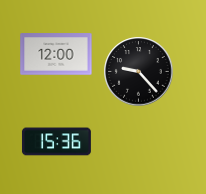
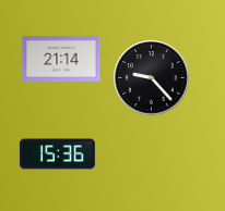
clock at (56, 54): 12:00 -> 21:14
clock at (57, 142) position: (57, 142) -> (58, 154)
